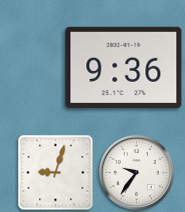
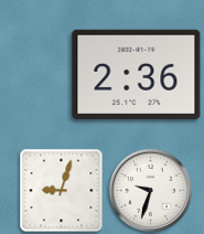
clock at (124, 67): 9:36 -> 2:36
clock at (136, 172): 9:36 -> 9:33
